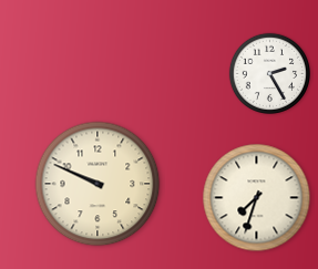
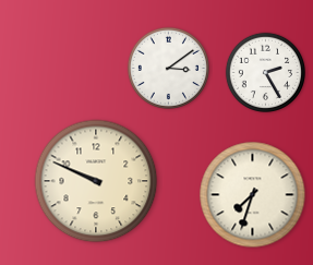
clock at (168, 68): none -> 3:09
